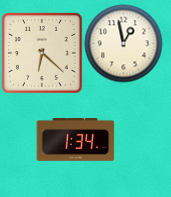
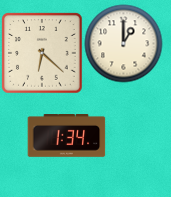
clock at (123, 43): 12:58 -> 1:00
clock at (75, 140) position: (75, 140) -> (66, 136)
